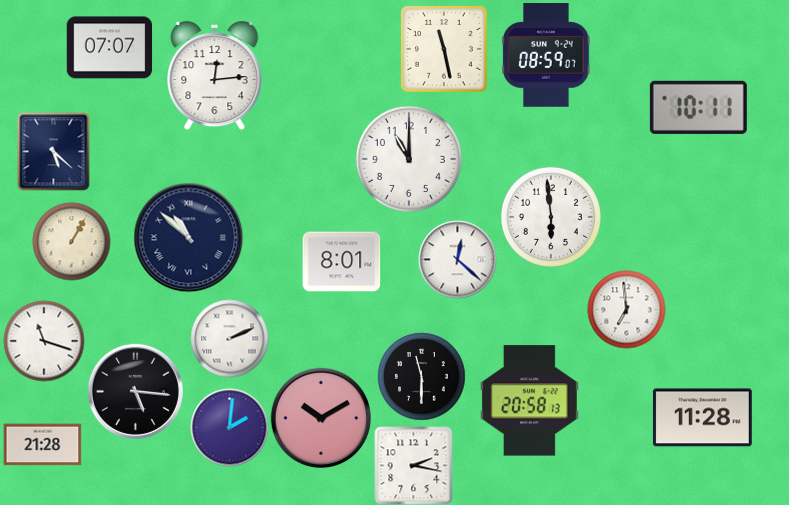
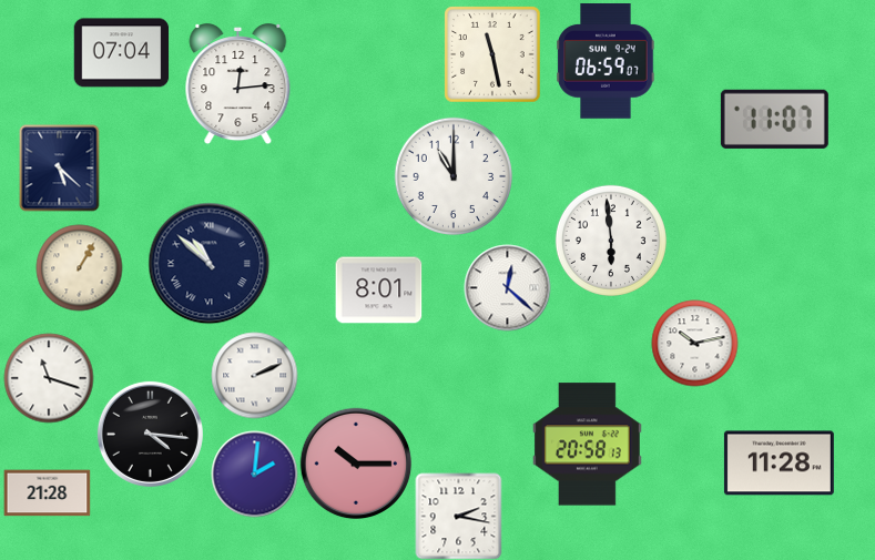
clock at (109, 48): 07:07 -> 07:04
clock at (546, 55): 08:59 -> 06:59
clock at (698, 107): 10:11 -> 11:07
clock at (626, 309): 6:59 -> 10:13
clock at (421, 376): 11:30 -> none
clock at (135, 391): 5:16 -> 4:16
clock at (321, 418): 10:10 -> 10:15
